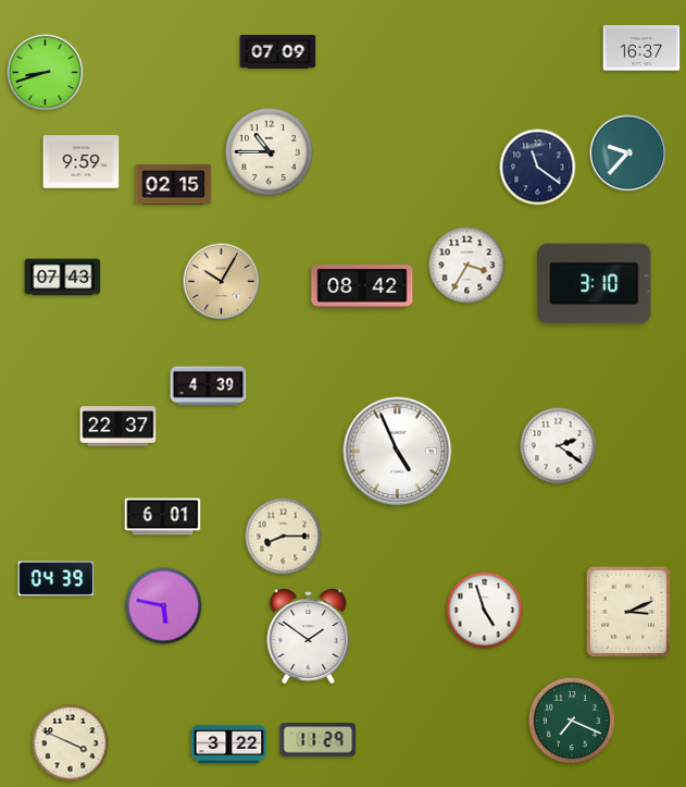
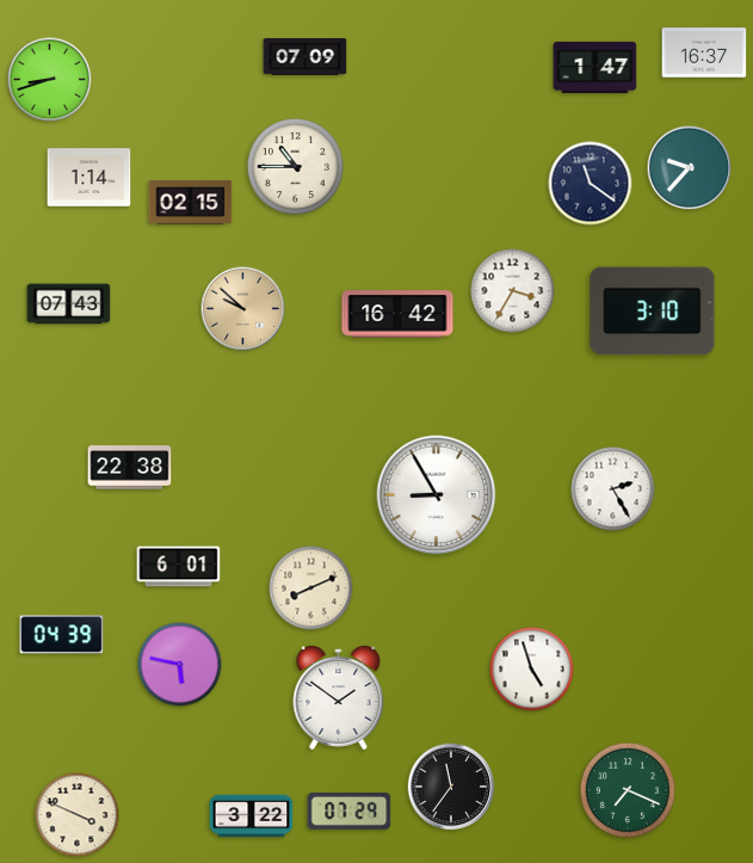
clock at (595, 67): none -> 1:47
clock at (82, 162): 9:59 -> 1:14
clock at (222, 282): 10:05 -> 9:52
clock at (362, 286): 08:42 -> 16:42
clock at (209, 386): 4:39 -> none
clock at (119, 427): 22:37 -> 22:38
clock at (559, 446): 2:21 -> 2:25
clock at (398, 452): 4:56 -> 8:55
clock at (284, 537): 8:15 -> 8:11
clock at (628, 612): 3:11 -> none
clock at (451, 787): none -> 11:36
clock at (319, 740): 11:29 -> 07:29
